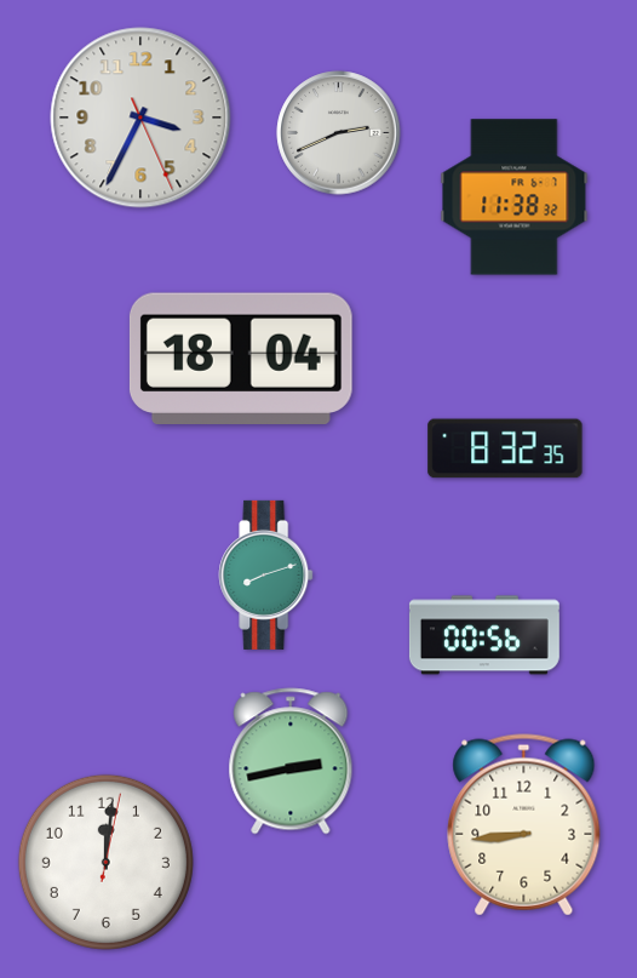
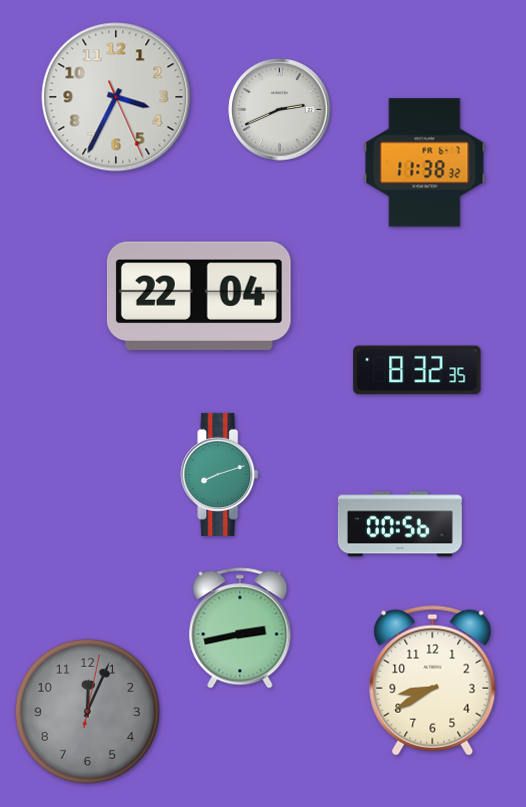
clock at (241, 358): 18:04 -> 22:04
clock at (524, 825): 8:44 -> 8:40
clock at (105, 862): 12:01 -> 12:04
clock at (105, 862) dial: white -> grey
